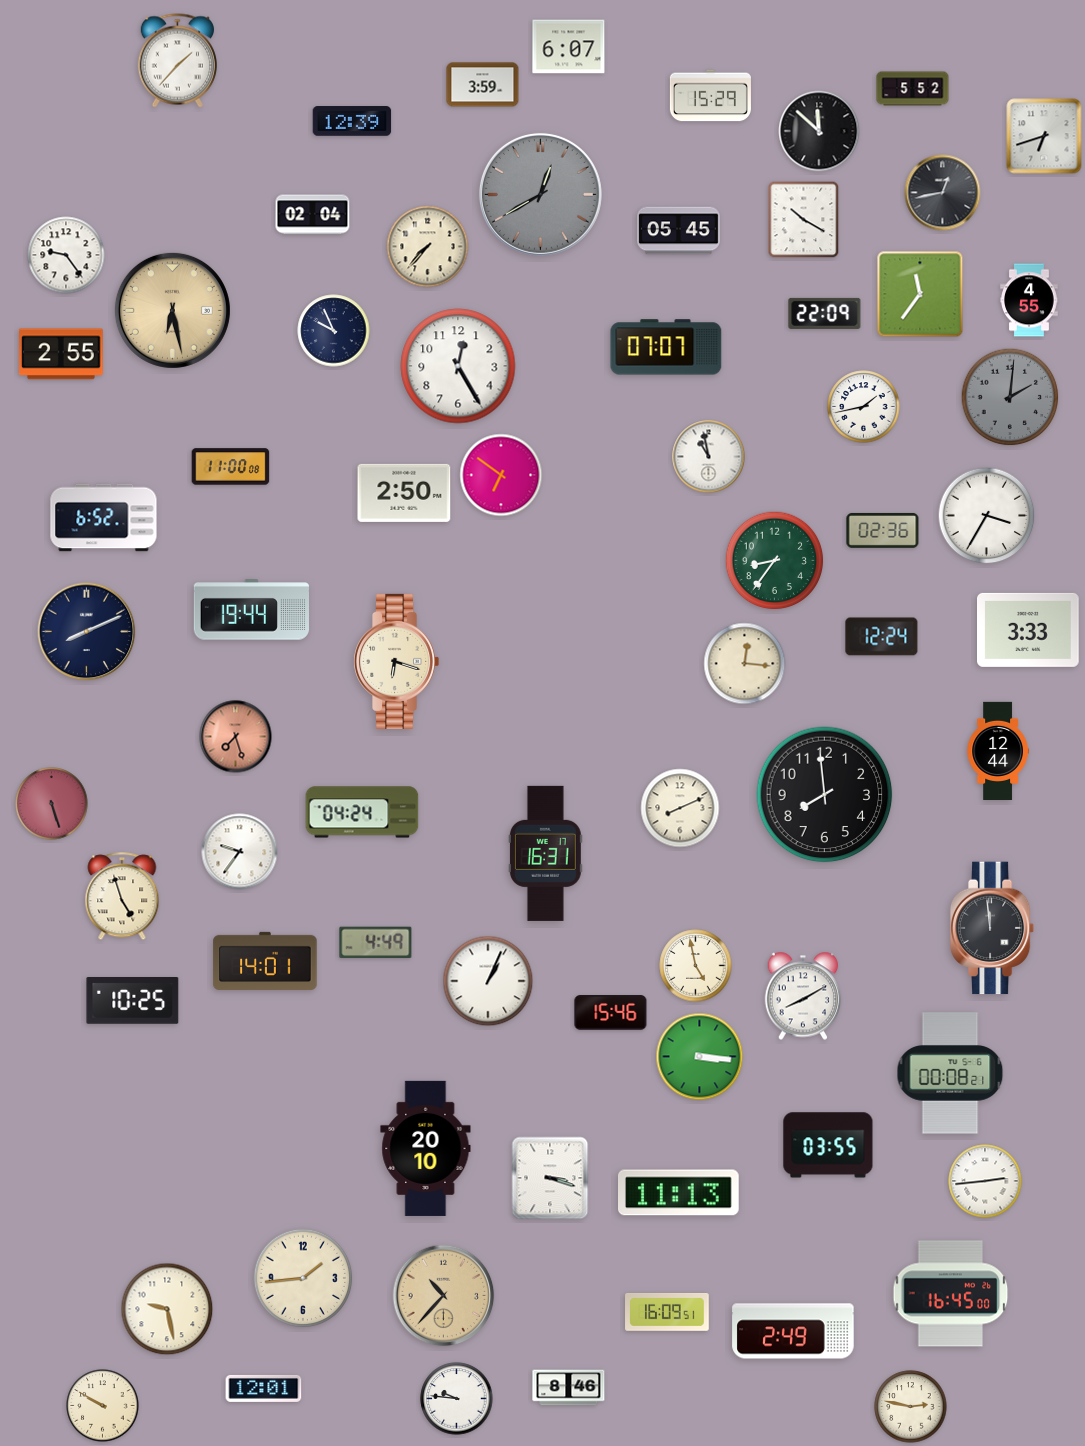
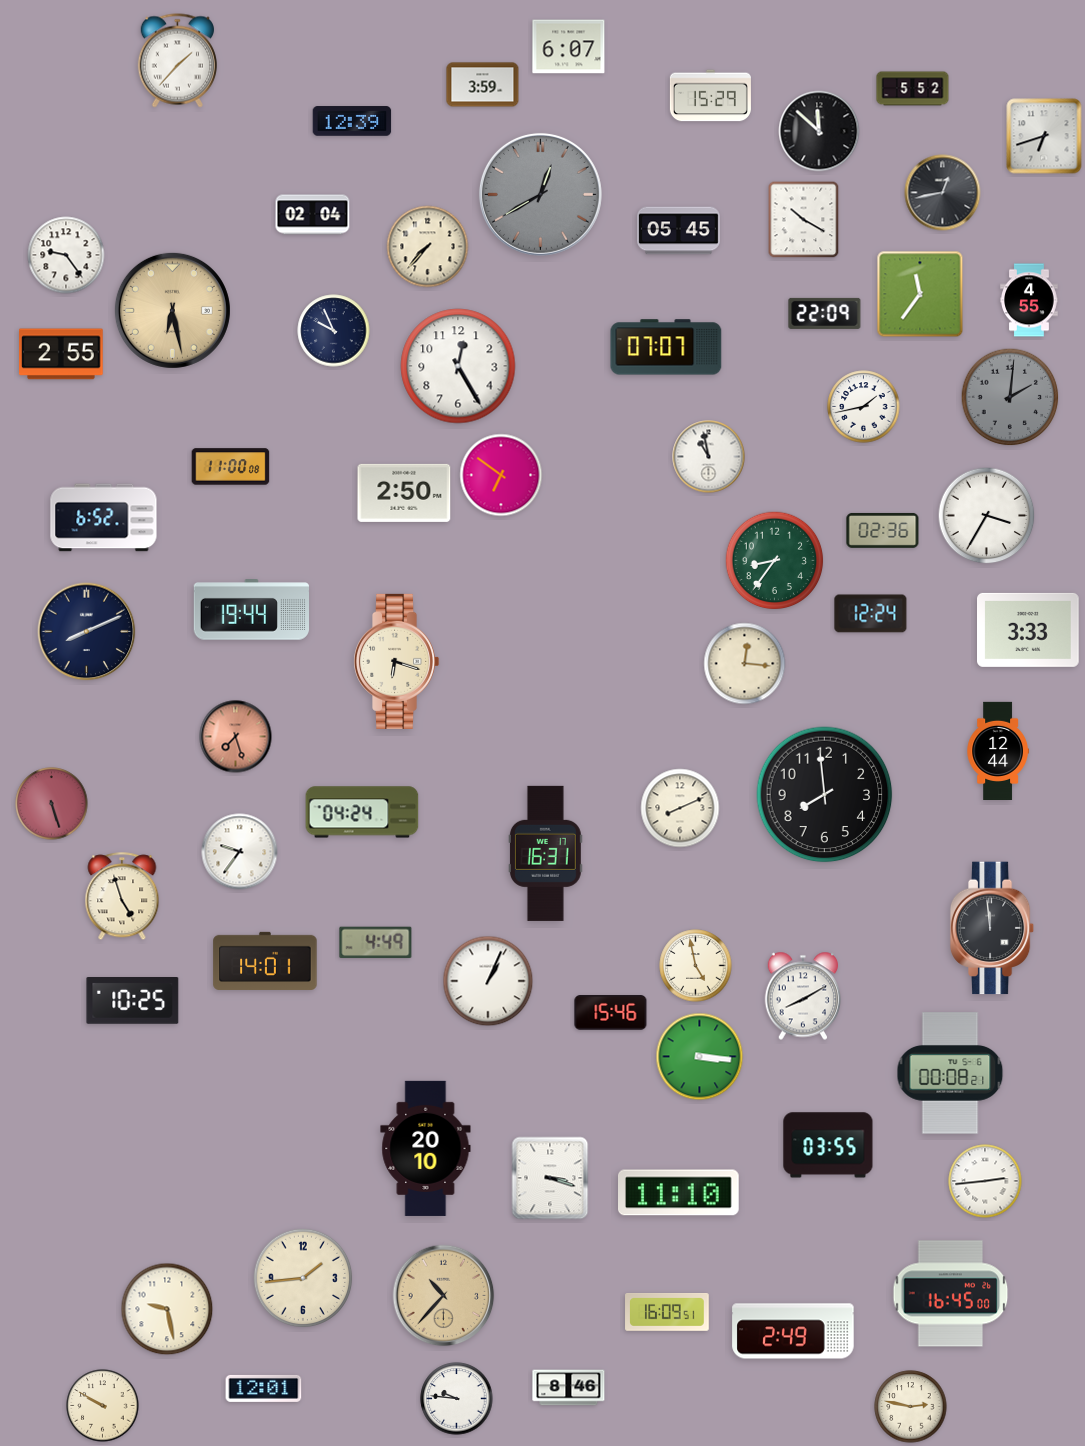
clock at (882, 637) position: (882, 637) -> (871, 614)
clock at (679, 1193): 11:13 -> 11:10
